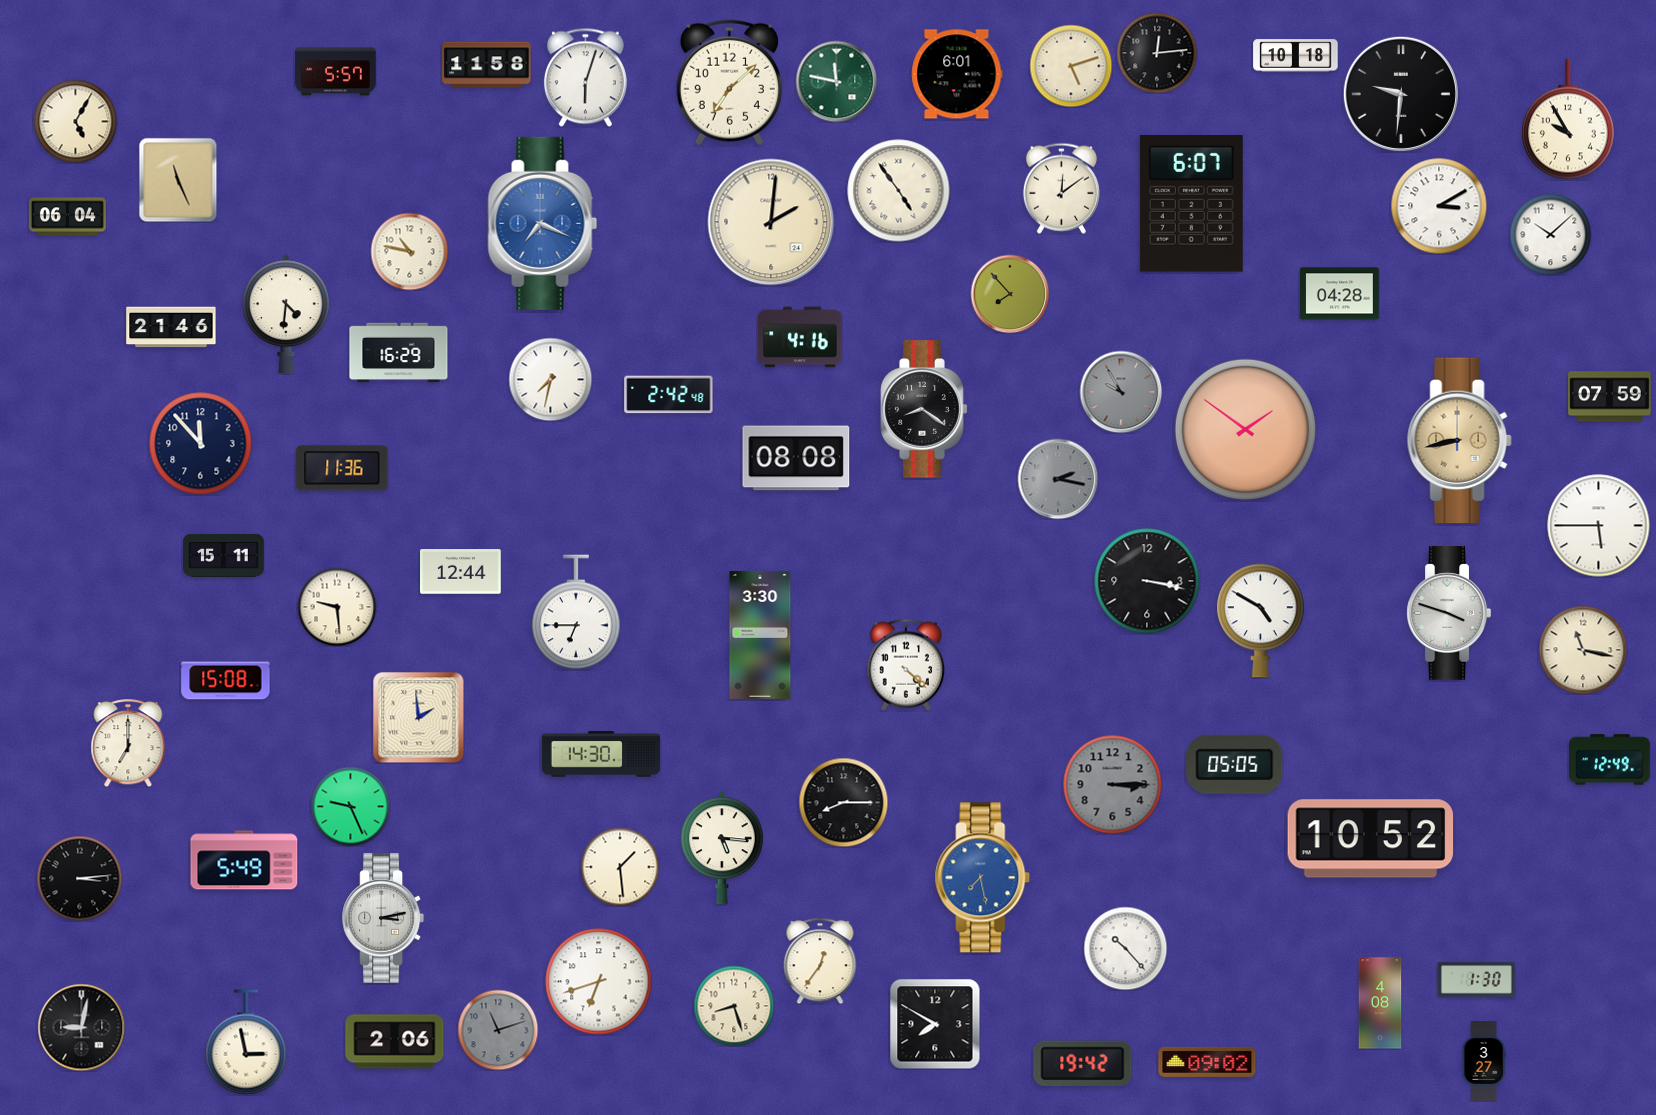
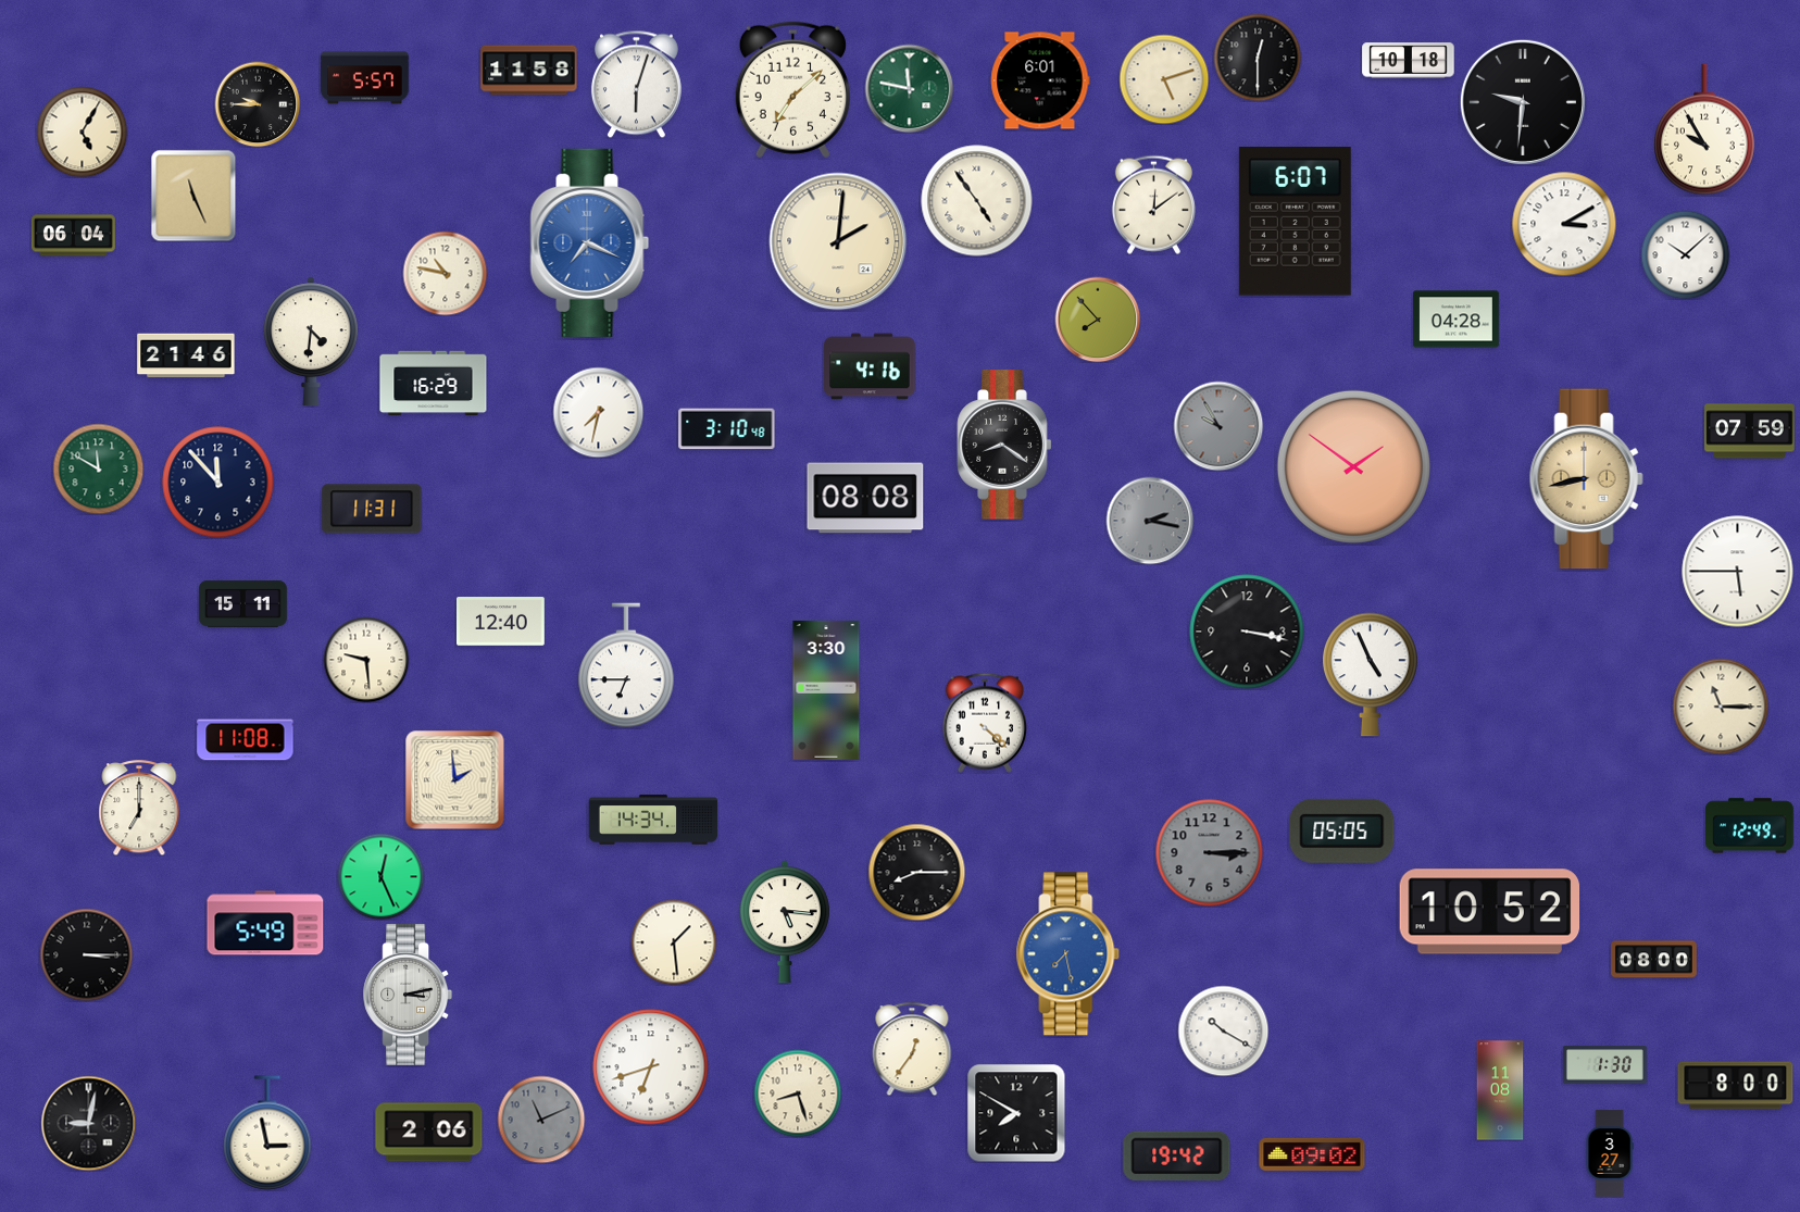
clock at (1157, 53): 12:14 -> 12:30
clock at (1071, 66) position: (1071, 66) -> (1164, 79)
clock at (258, 104): none -> 9:45
clock at (899, 191) position: (899, 191) -> (977, 201)
clock at (669, 395): 2:42 -> 3:10
clock at (98, 468): none -> 11:50
clock at (342, 468): 11:36 -> 11:31
clock at (461, 572): 12:44 -> 12:40
clock at (1449, 613): 3:48 -> none
clock at (1261, 621): 4:50 -> 4:56
clock at (1583, 650): 11:17 -> 11:15
clock at (226, 681): 15:08 -> 11:08
clock at (601, 754): 14:30 -> 14:34
clock at (350, 806): 9:26 -> 12:26
clock at (244, 860) position: (244, 860) -> (265, 923)
clock at (79, 878): 3:14 -> 3:15
clock at (1654, 960): none -> 08:00
clock at (383, 918) position: (383, 918) -> (408, 995)
clock at (1125, 948): 10:23 -> 10:20
clock at (820, 961) position: (820, 961) -> (912, 1049)
clock at (1736, 1086): none -> 8:00
clock at (1380, 1003): 4:08 -> 11:08
clock at (81, 1027) position: (81, 1027) -> (88, 1123)
clock at (498, 1030): 11:12 -> 11:11
clock at (1484, 1061) position: (1484, 1061) -> (1610, 1153)
